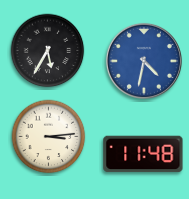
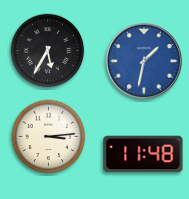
clock at (144, 61): 4:32 -> 1:32
